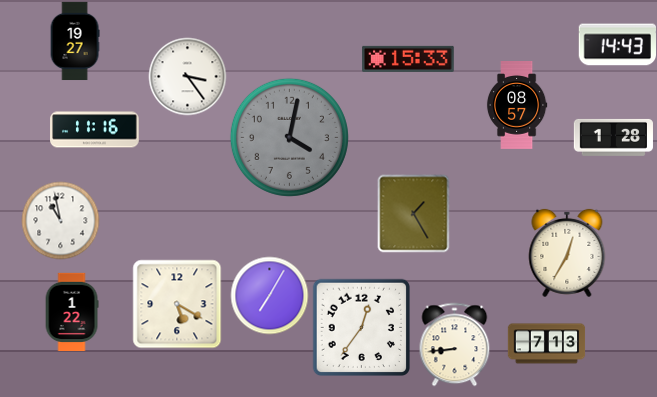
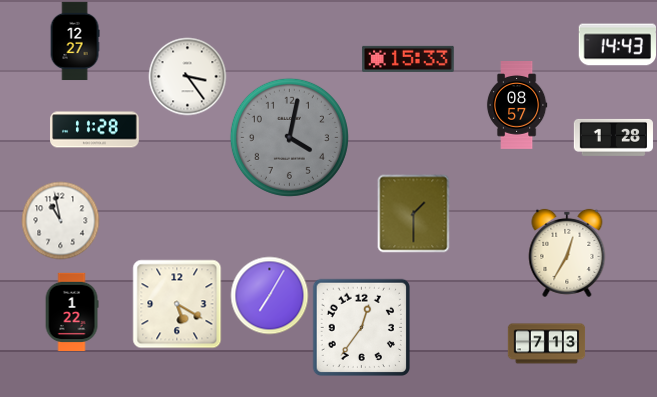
clock at (75, 41): 19:27 -> 12:27
clock at (95, 130): 11:16 -> 11:28
clock at (414, 213): 1:25 -> 1:30
clock at (455, 344): 8:44 -> none
